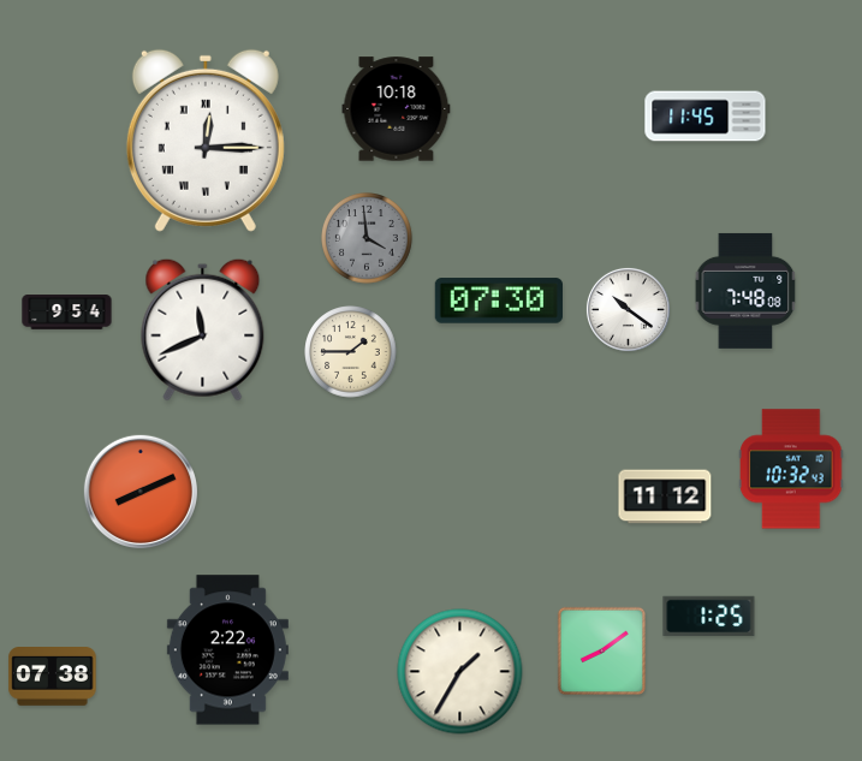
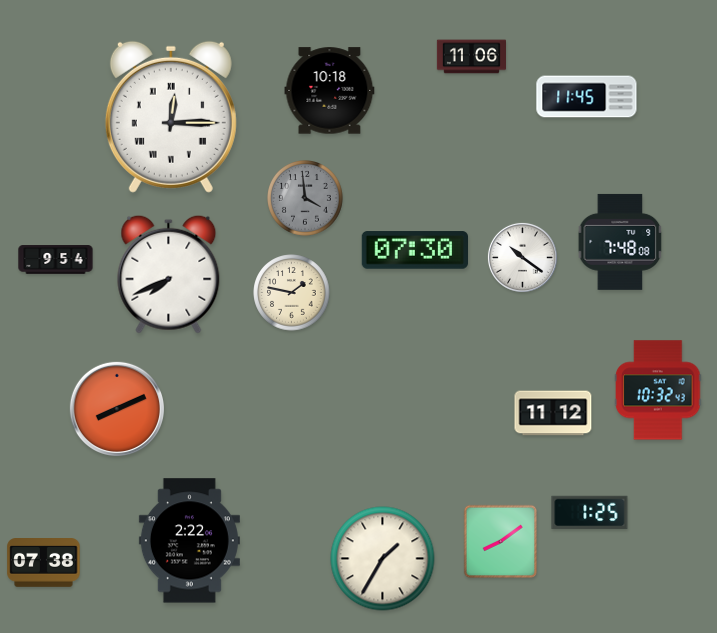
clock at (471, 57): none -> 11:06
clock at (203, 329): 11:41 -> 7:41
clock at (351, 352): 1:45 -> 1:47
